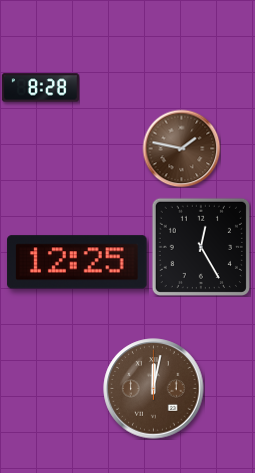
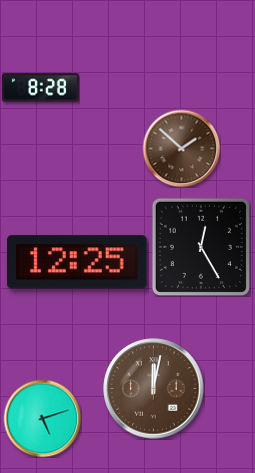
clock at (181, 148): 1:47 -> 1:52
clock at (42, 418): none -> 5:12
